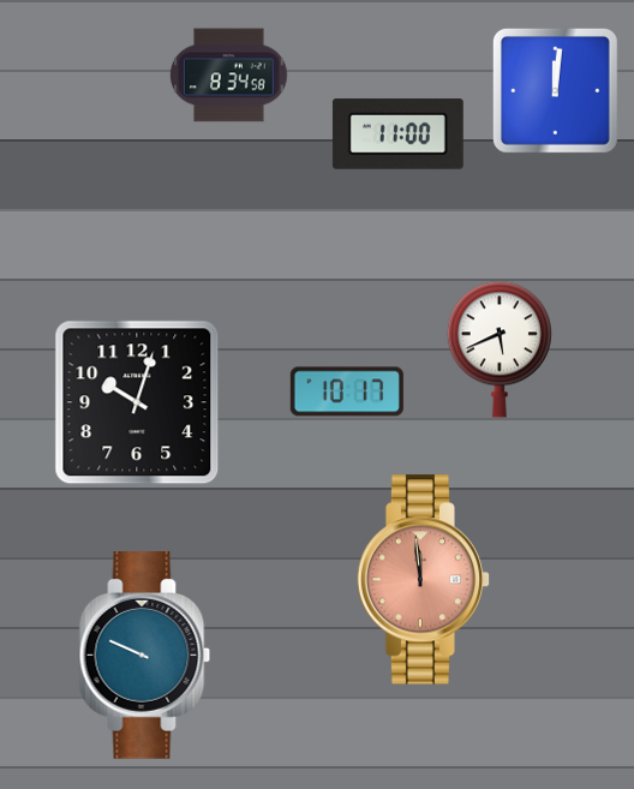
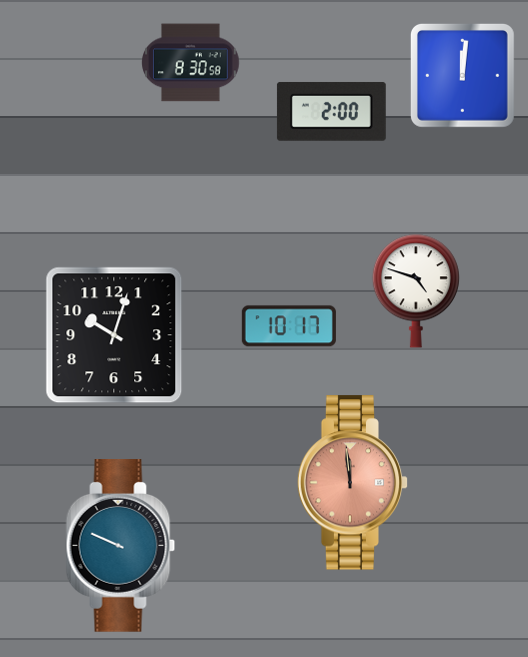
clock at (229, 76): 8:34 -> 8:30
clock at (397, 133): 11:00 -> 2:00
clock at (500, 349): 5:41 -> 4:48
